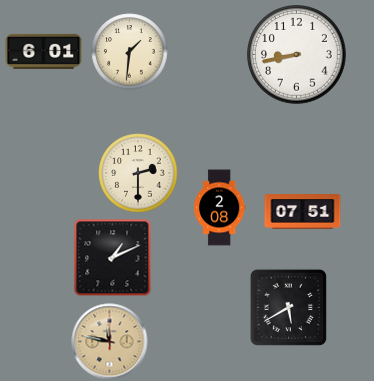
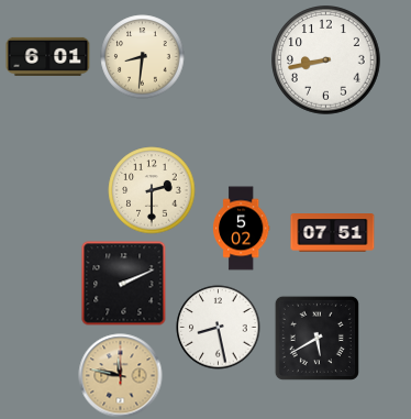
clock at (130, 52): 1:31 -> 8:31
clock at (219, 208): 2:08 -> 5:02
clock at (113, 258): 1:11 -> 2:11
clock at (219, 328): none -> 8:28
